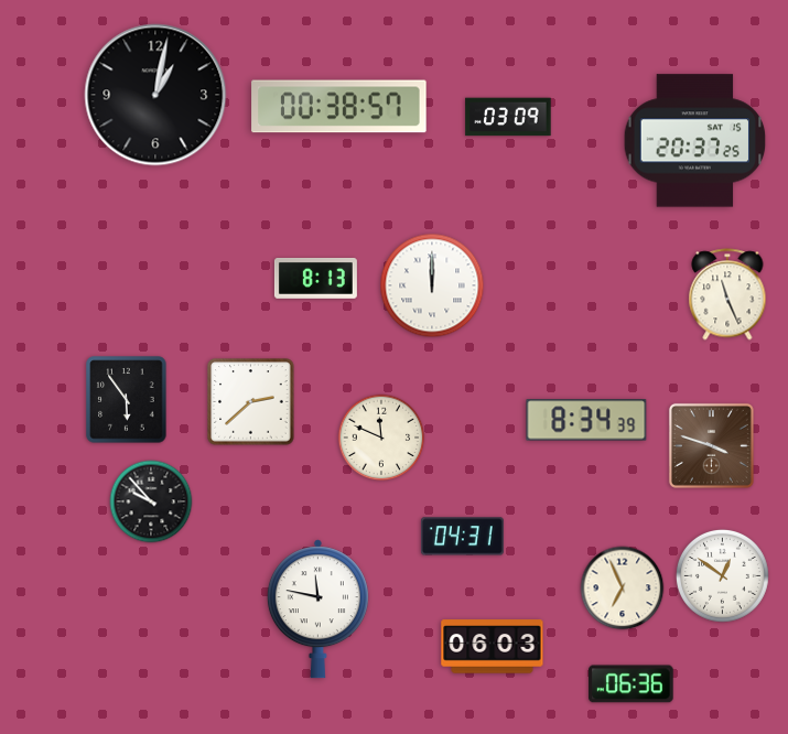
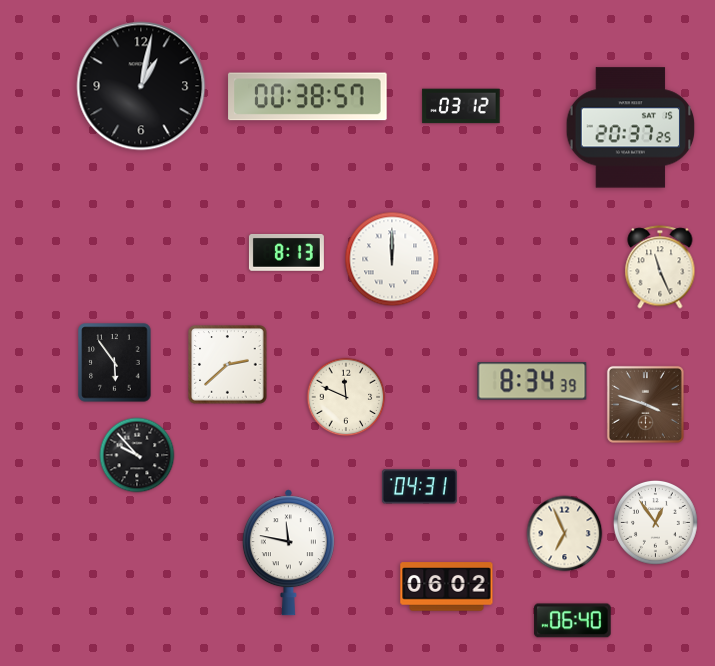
clock at (508, 117): 03:09 -> 03:12
clock at (723, 576): 12:51 -> 12:54
clock at (493, 647): 06:03 -> 06:02
clock at (632, 684): 06:36 -> 06:40
